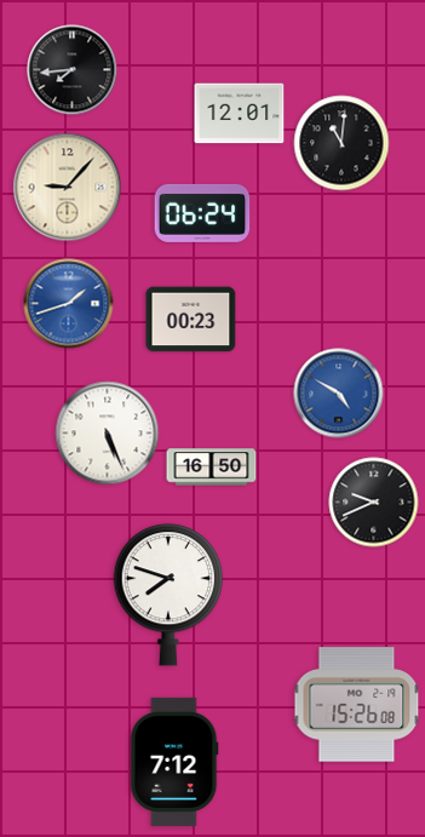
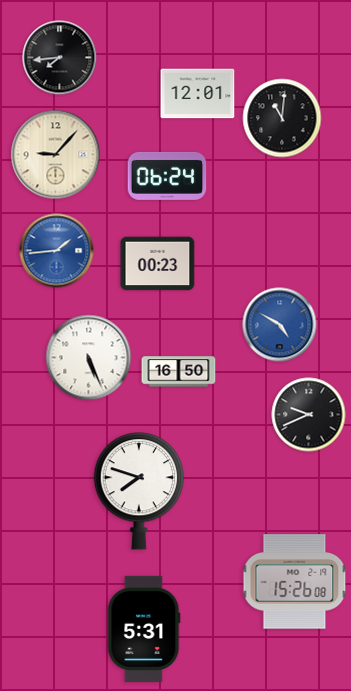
clock at (69, 304): 1:42 -> 1:44
clock at (212, 468) position: (212, 468) -> (179, 372)
clock at (174, 762): 7:12 -> 5:31
